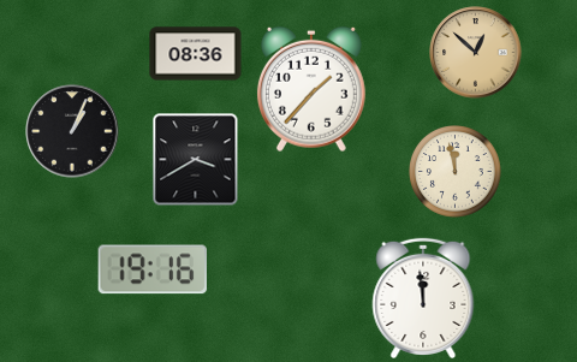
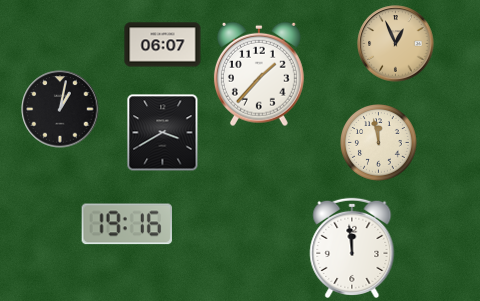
clock at (476, 53): 12:52 -> 12:56
clock at (196, 54): 08:36 -> 06:07
clock at (72, 131): 1:04 -> 1:02
